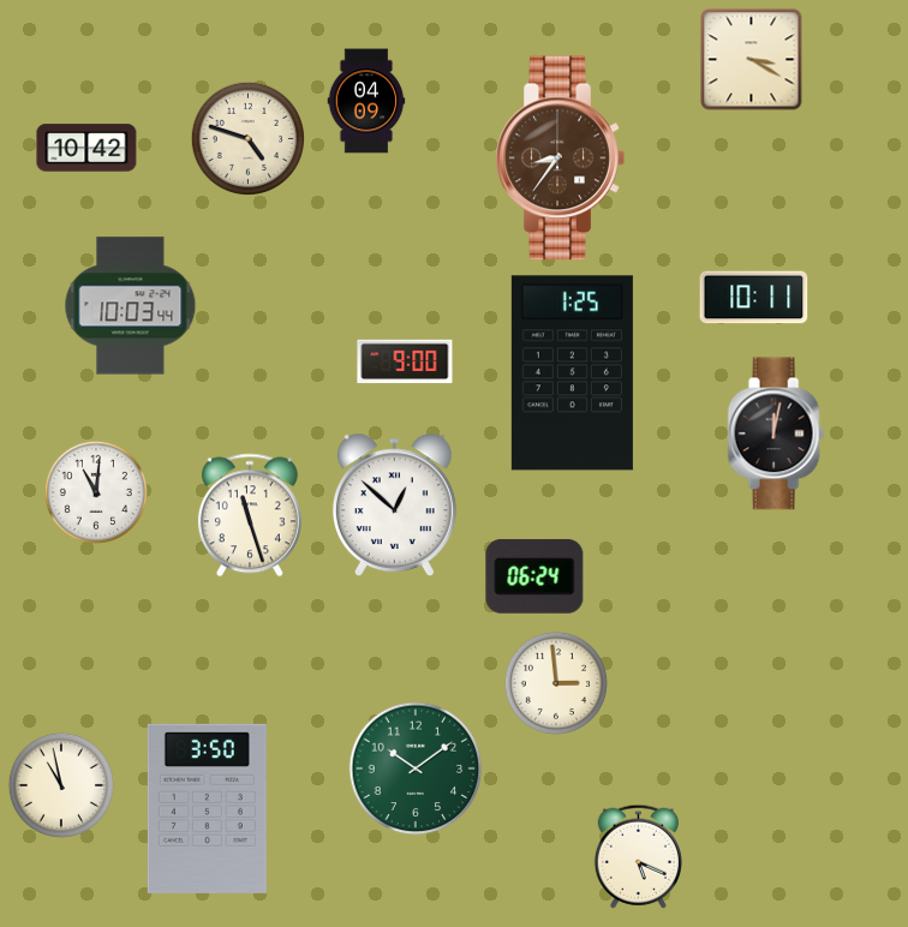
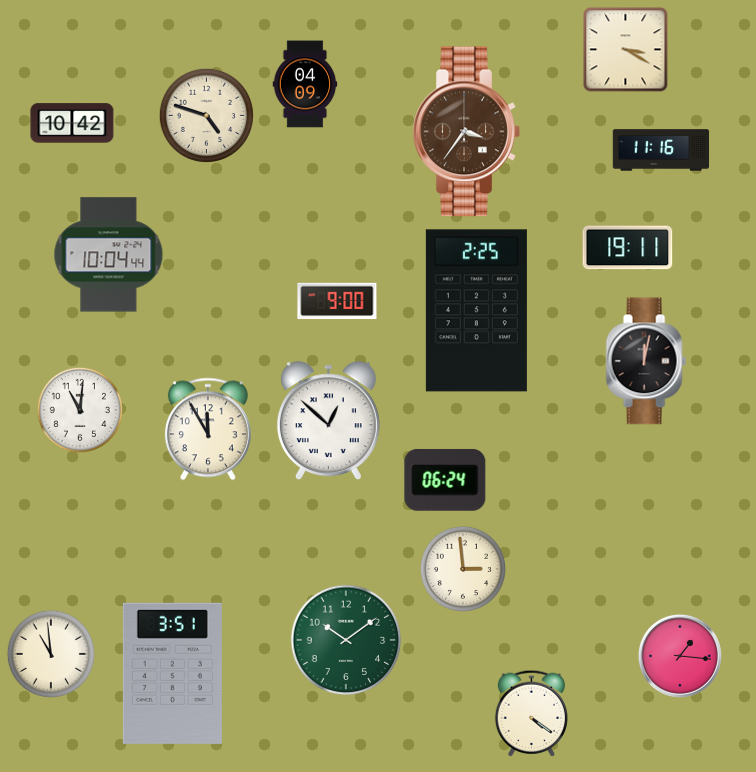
clock at (560, 159): 8:36 -> 3:36
clock at (661, 150): none -> 11:16
clock at (754, 298): 10:11 -> 19:11
clock at (131, 306): 10:03 -> 10:04
clock at (572, 373): 1:25 -> 2:25
clock at (250, 515): 11:27 -> 11:55
clock at (61, 785): 10:58 -> 10:59
clock at (680, 656): none -> 1:16
clock at (207, 808): 3:50 -> 3:51
clock at (638, 856): 5:19 -> 4:21
